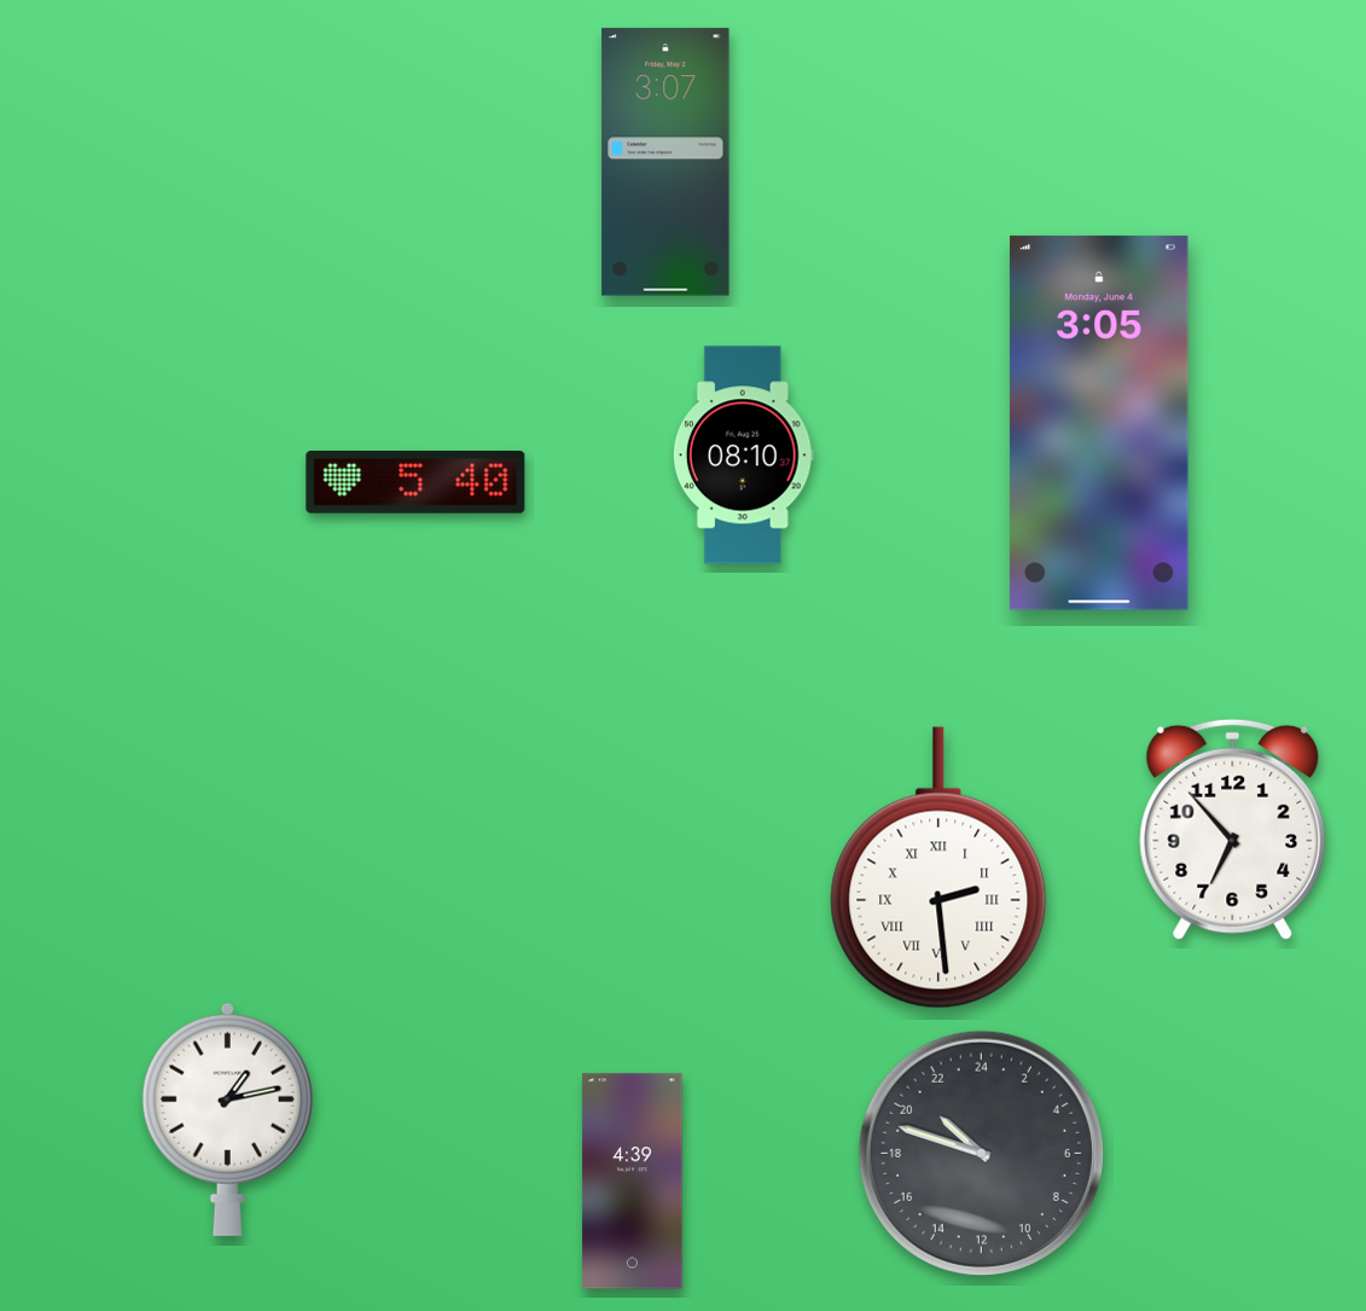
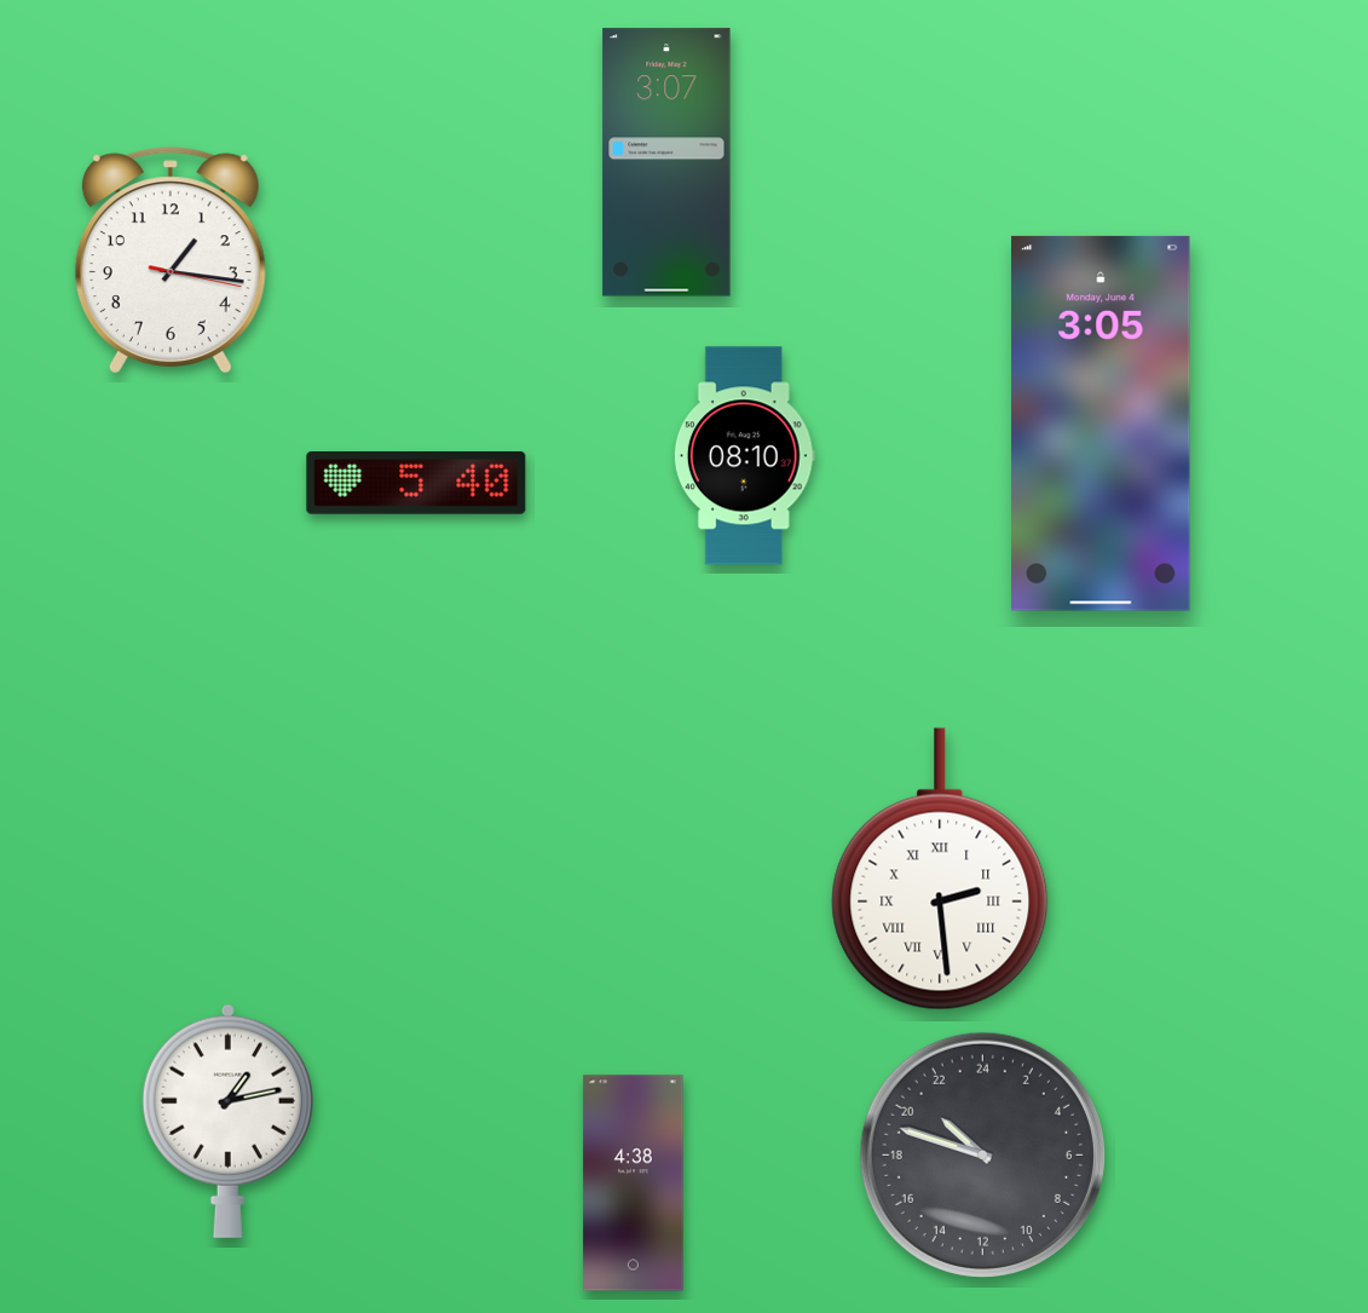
clock at (171, 260): none -> 1:16
clock at (1233, 829): 6:53 -> none
clock at (633, 1182): 4:39 -> 4:38
